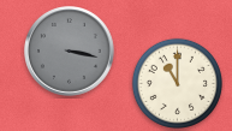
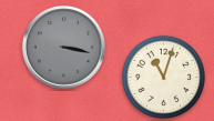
clock at (177, 83): 11:00 -> 11:03
